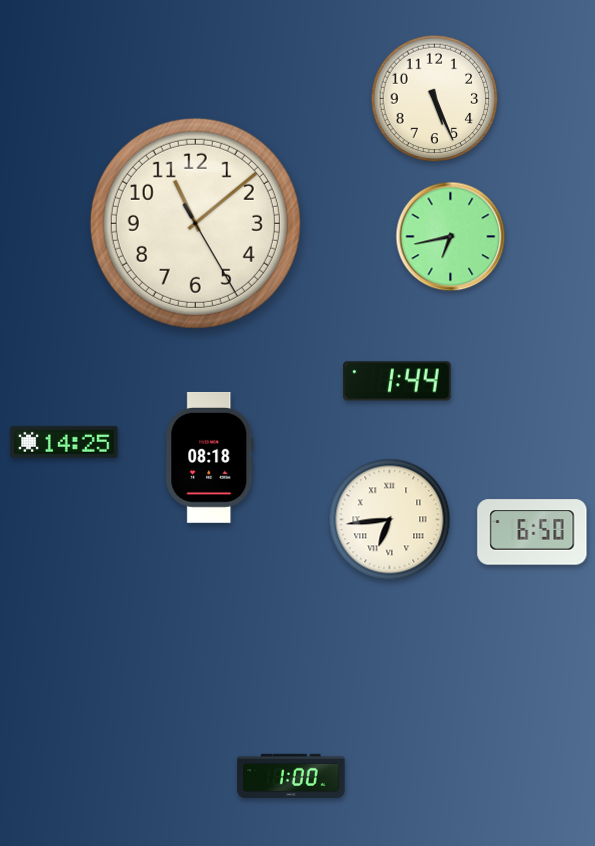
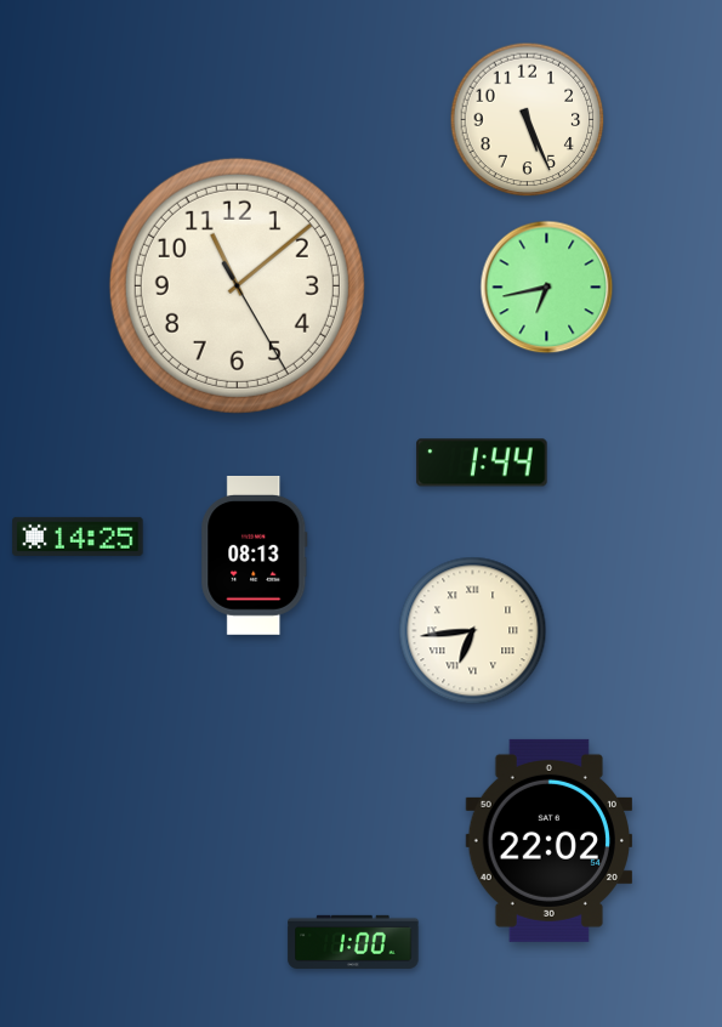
clock at (195, 223) position: (195, 223) -> (237, 285)
clock at (210, 457): 08:18 -> 08:13
clock at (532, 532): 6:50 -> none
clock at (548, 840): none -> 22:02
